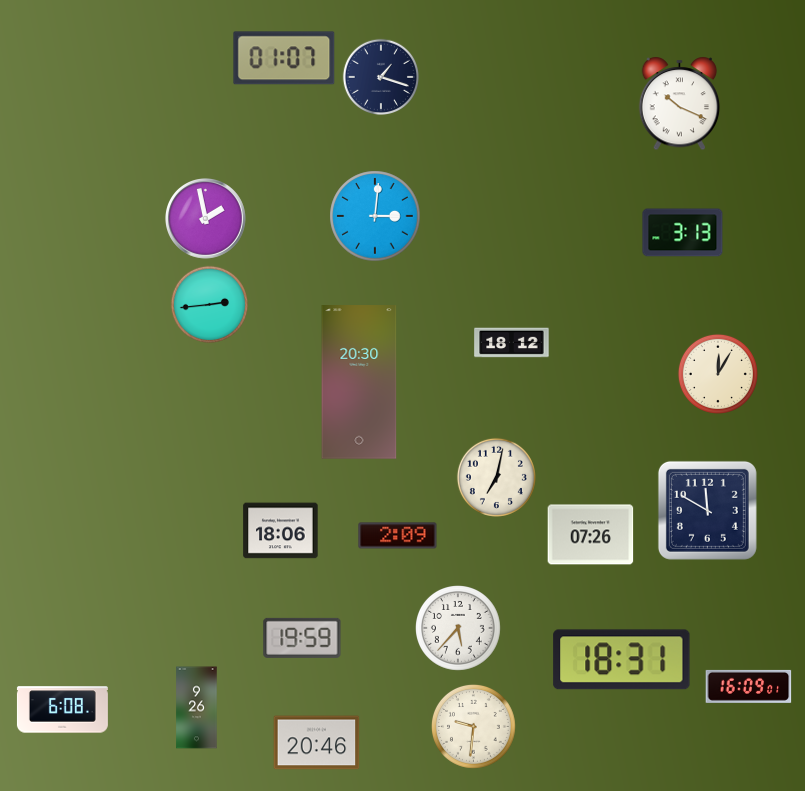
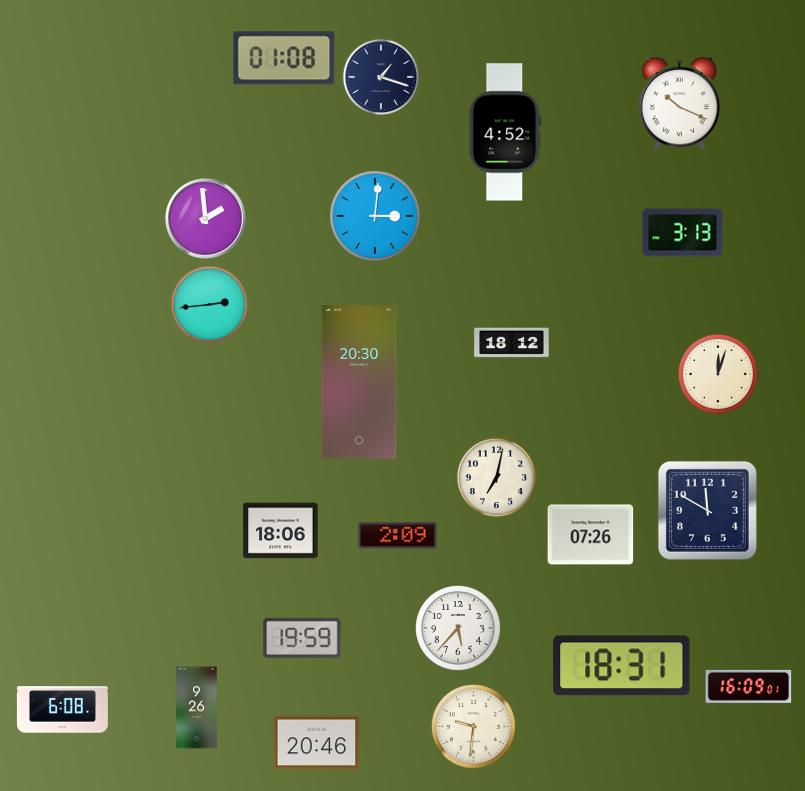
clock at (284, 58): 01:07 -> 01:08
clock at (505, 132): none -> 4:52
clock at (206, 219): 1:58 -> 1:59
clock at (718, 374): 12:05 -> 12:03
clock at (622, 660) position: (622, 660) -> (622, 666)
